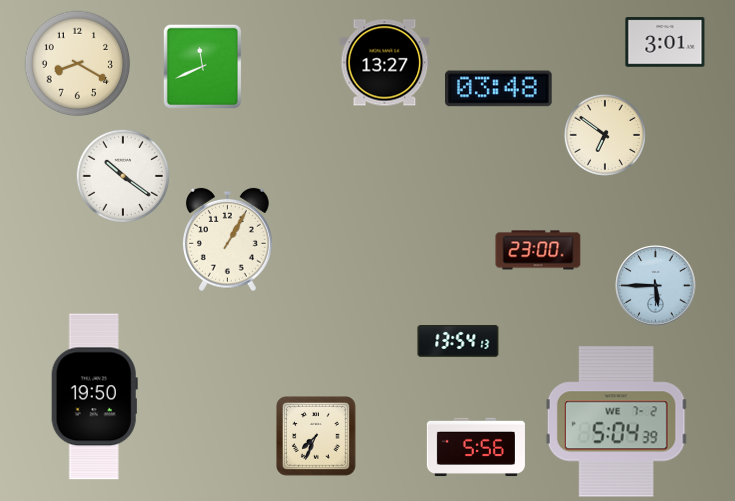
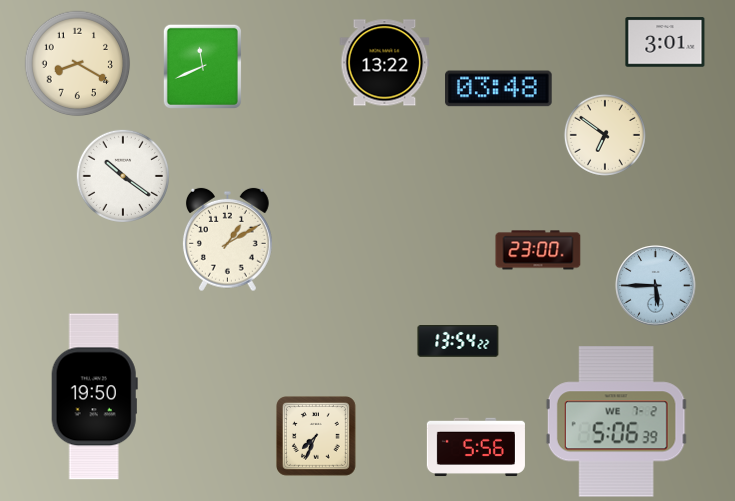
clock at (385, 63): 13:27 -> 13:22
clock at (227, 240): 1:05 -> 1:10
clock at (458, 342): 13:54:13 -> 13:54:22
clock at (616, 422): 5:04 -> 5:06
